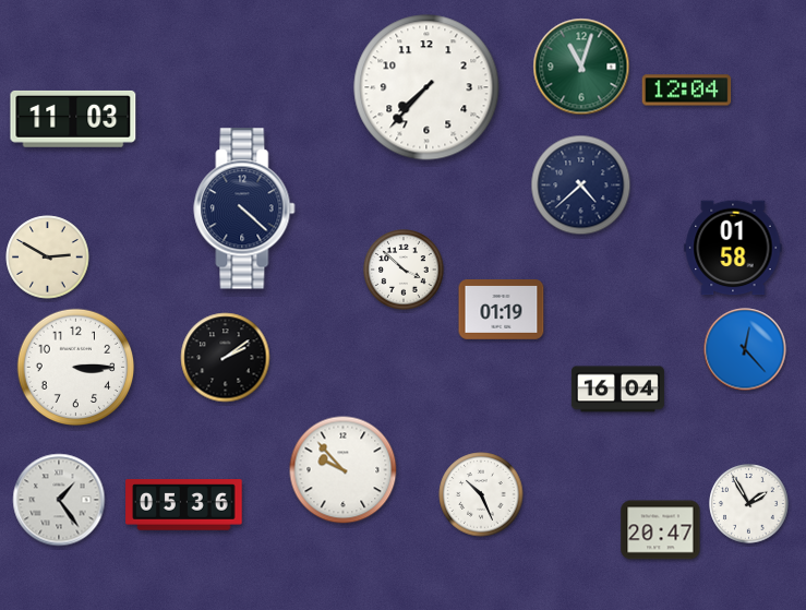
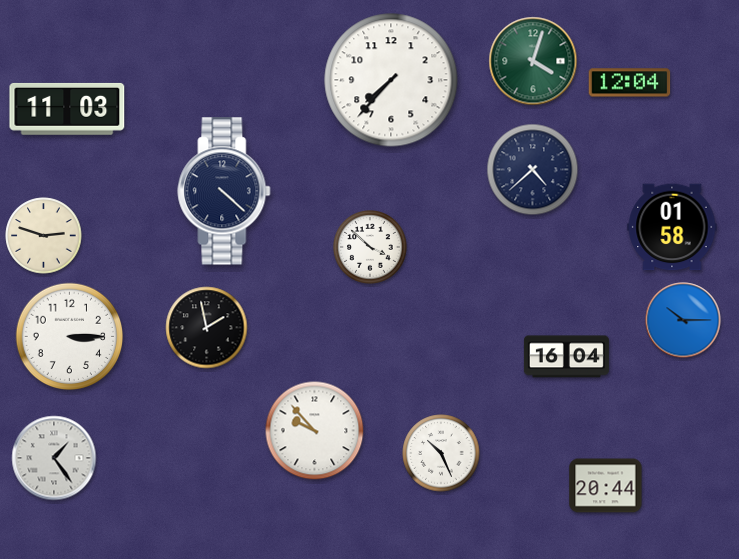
clock at (581, 67): 11:03 -> 4:03
clock at (48, 258): 2:50 -> 2:48
clock at (502, 310): 01:19 -> none
clock at (745, 349): 12:23 -> 10:15
clock at (226, 358): 2:09 -> 1:58
clock at (749, 504): 1:55 -> none
clock at (184, 505): 05:36 -> none
clock at (661, 530): 20:47 -> 20:44
